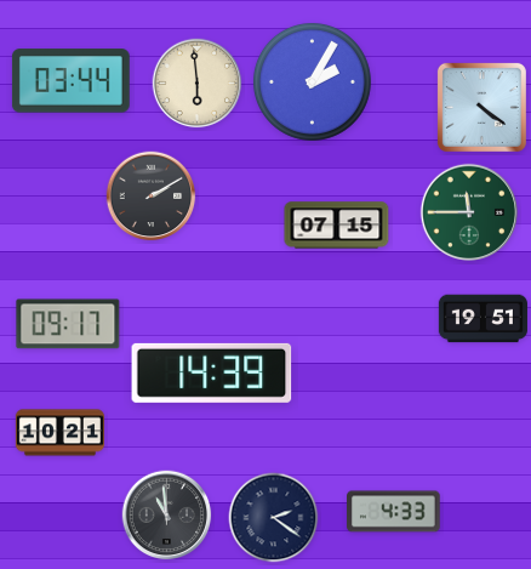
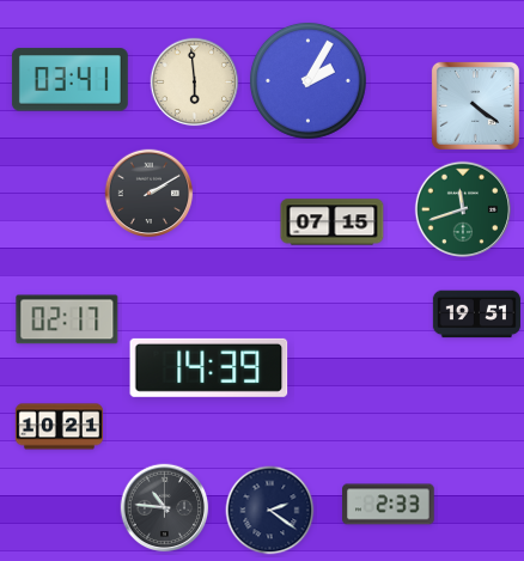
clock at (70, 81): 03:44 -> 03:41
clock at (469, 212): 11:45 -> 11:42
clock at (68, 324): 09:17 -> 02:17
clock at (394, 512): 4:33 -> 2:33
clock at (167, 516): 10:59 -> 10:46
